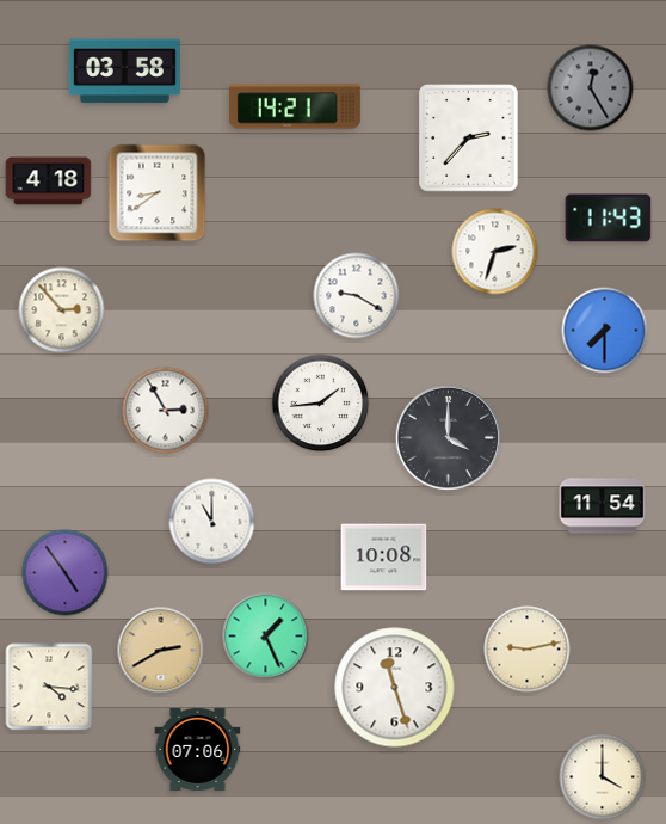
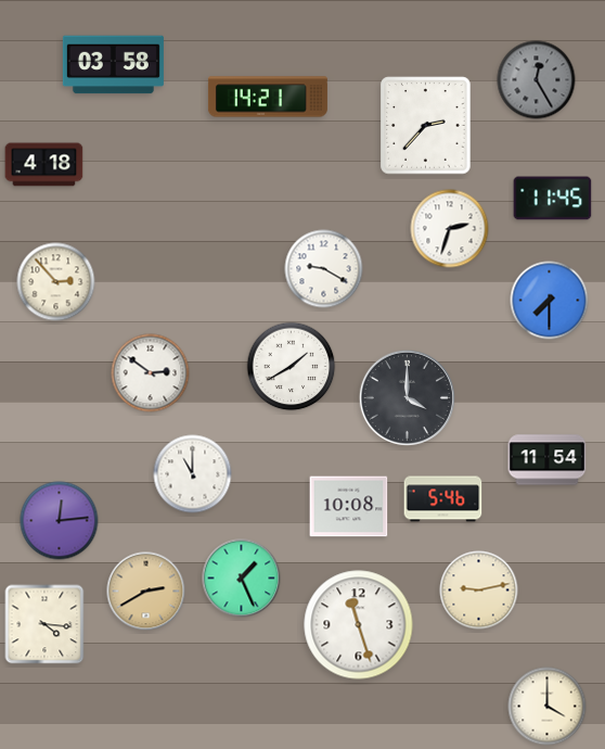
clock at (158, 193): 8:39 -> none
clock at (609, 219): 11:43 -> 11:45
clock at (321, 404): 1:44 -> 1:40
clock at (166, 411): 2:55 -> 2:51
clock at (443, 499): none -> 5:46
clock at (66, 573): 4:54 -> 12:14
clock at (198, 749): 07:06 -> none
